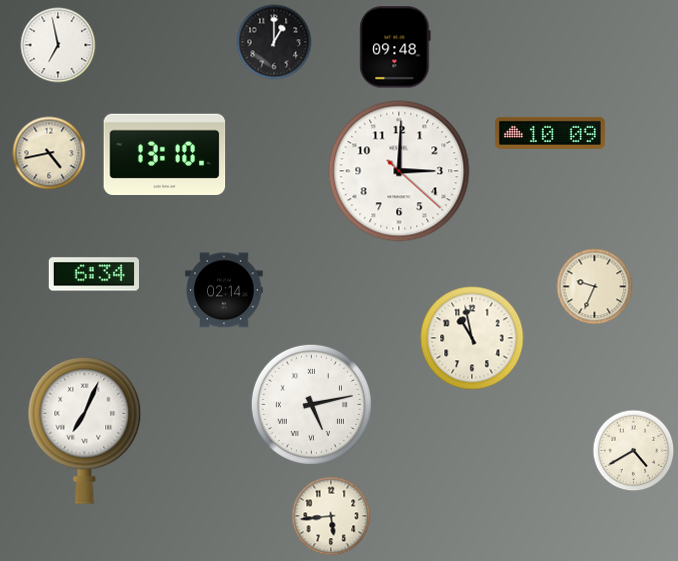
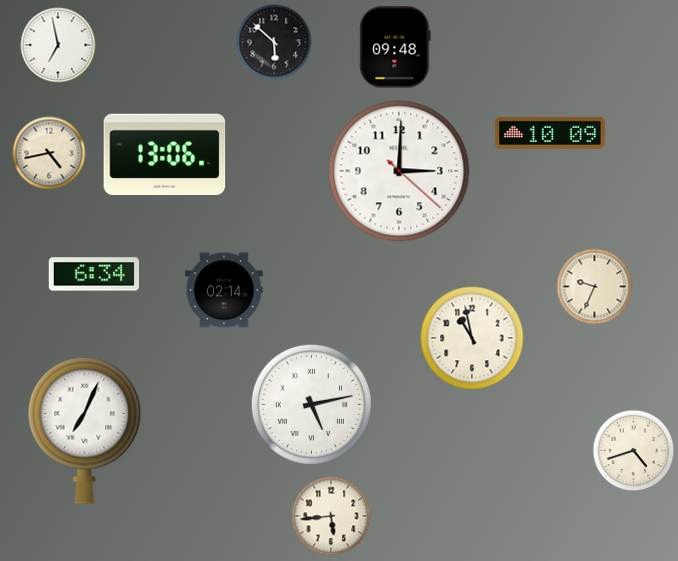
clock at (274, 42): 1:00 -> 5:52
clock at (165, 154): 13:10 -> 13:06
clock at (634, 451): 4:40 -> 4:42
